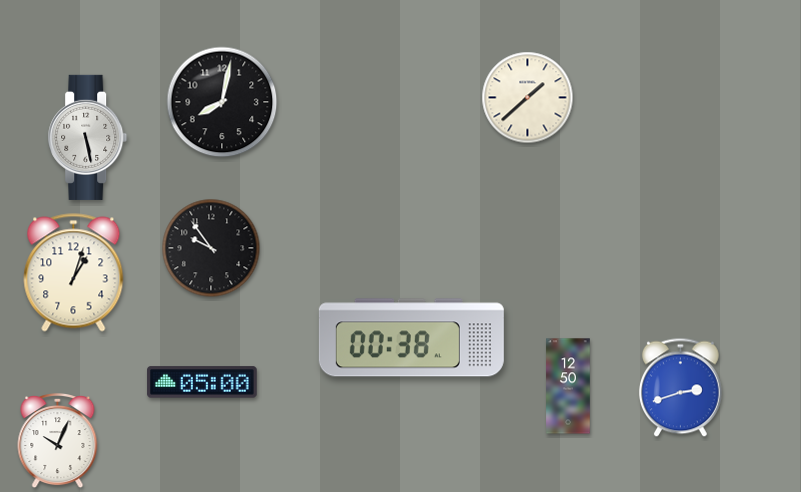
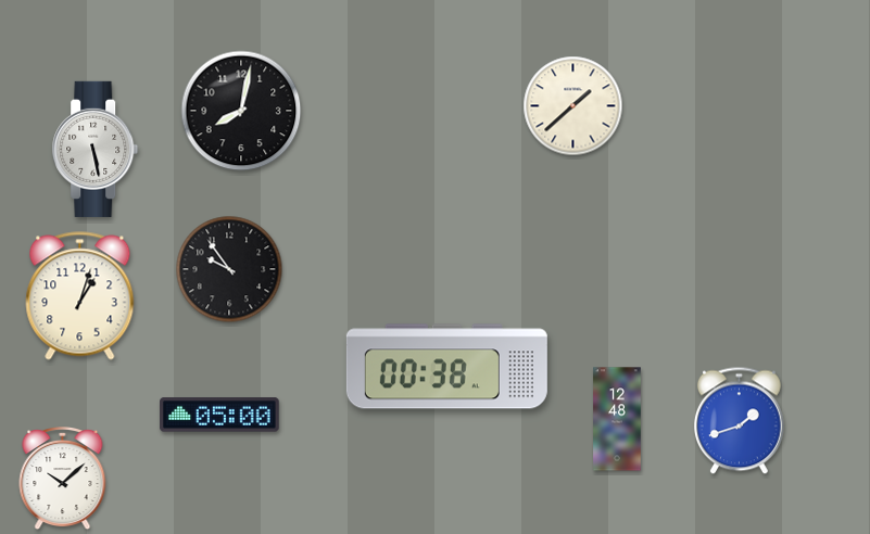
clock at (568, 386): 12:50 -> 12:48
clock at (680, 388): 2:42 -> 1:42
clock at (58, 442): 10:04 -> 10:08
